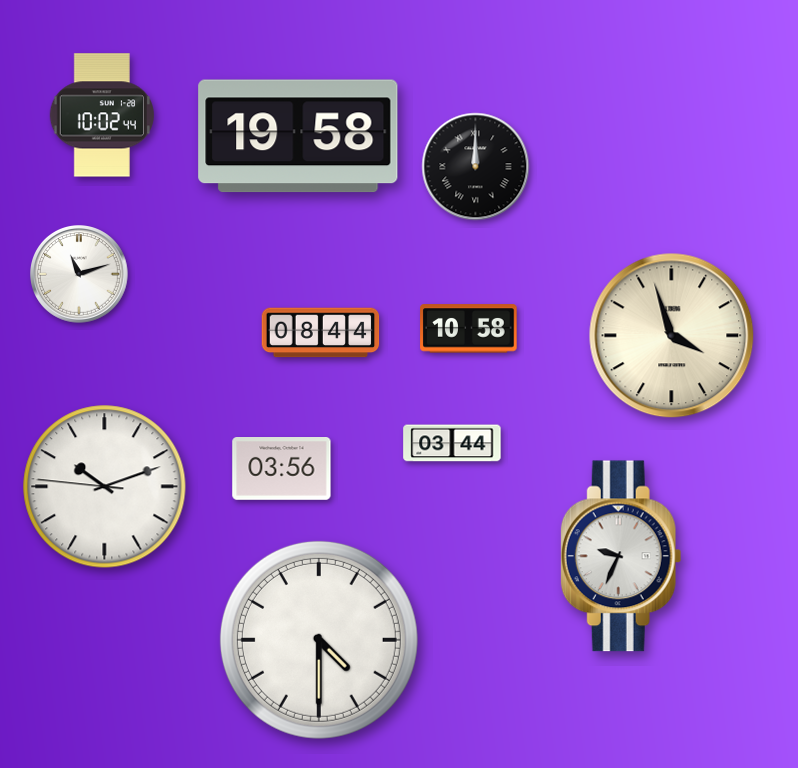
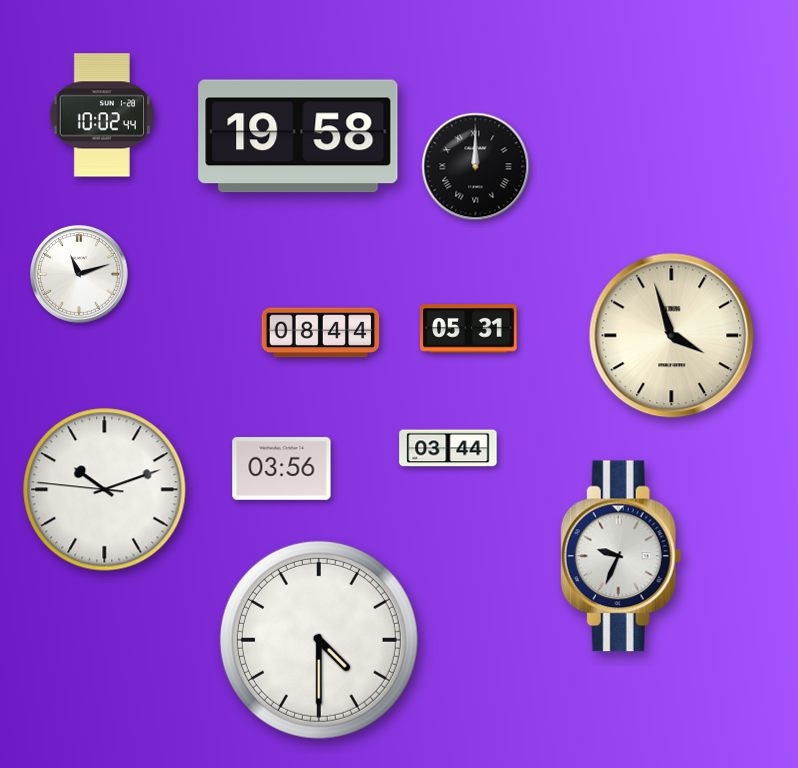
clock at (469, 329): 10:58 -> 05:31
clock at (452, 443) position: (452, 443) -> (448, 448)
clock at (105, 487) position: (105, 487) -> (105, 490)
